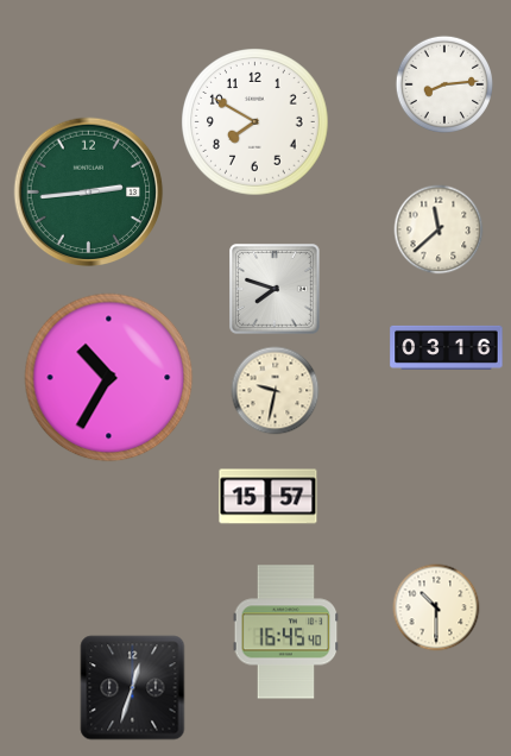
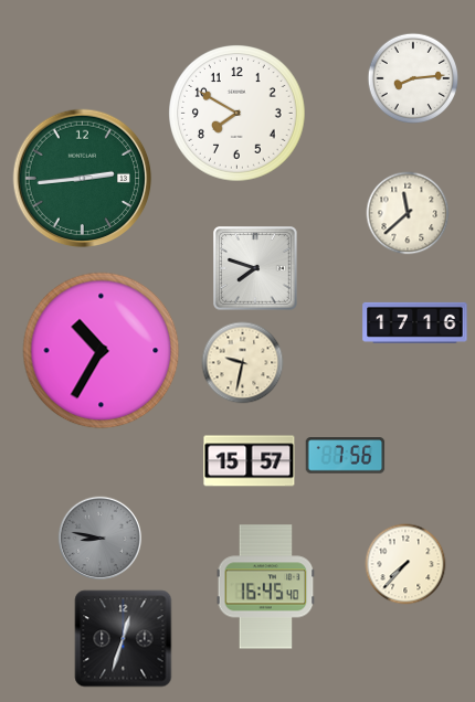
clock at (447, 347): 03:16 -> 17:16
clock at (276, 391) position: (276, 391) -> (243, 363)
clock at (346, 456): none -> 7:56
clock at (101, 539): none -> 8:47
clock at (436, 607): 10:30 -> 7:37
